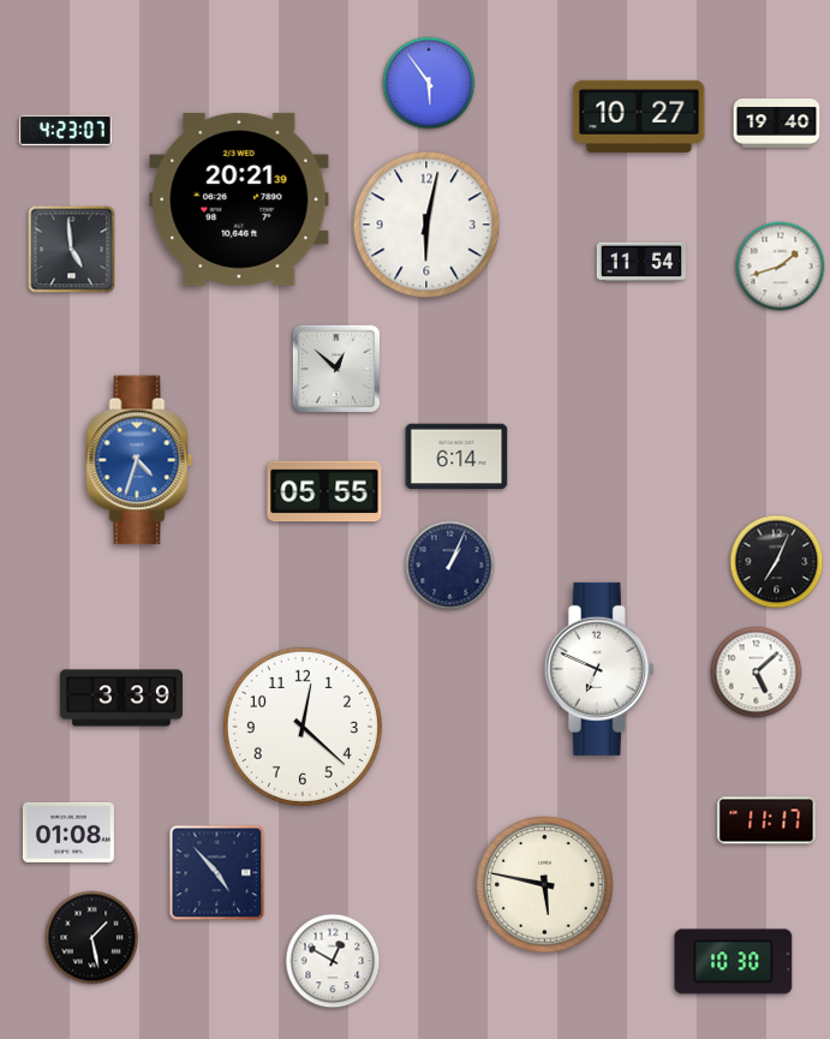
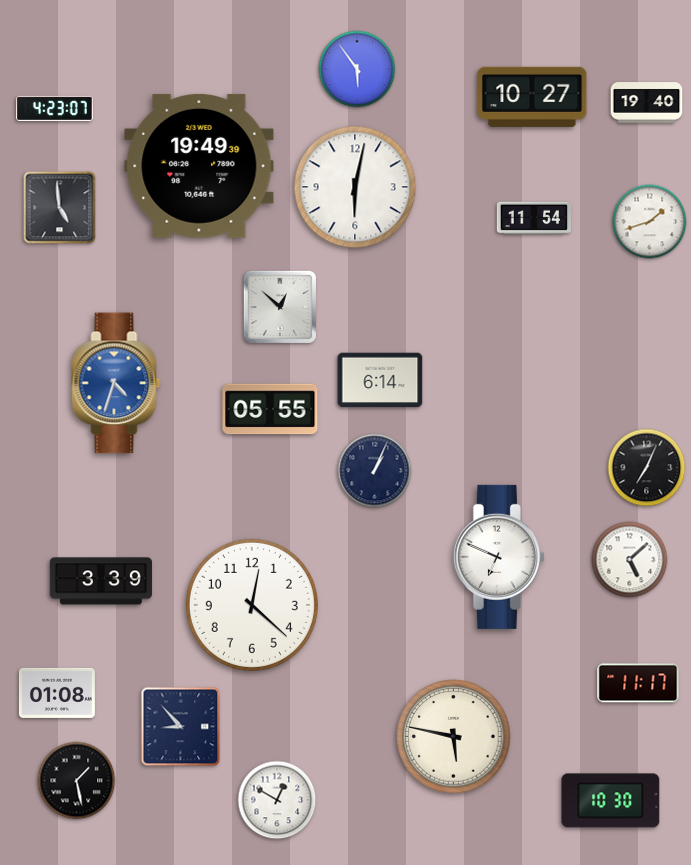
clock at (239, 199): 20:21 -> 19:49
clock at (217, 873): 4:53 -> 8:53
